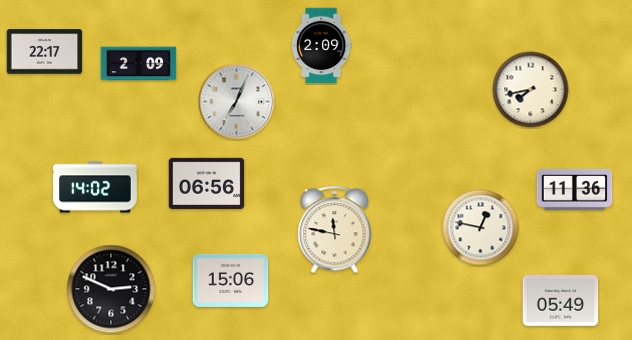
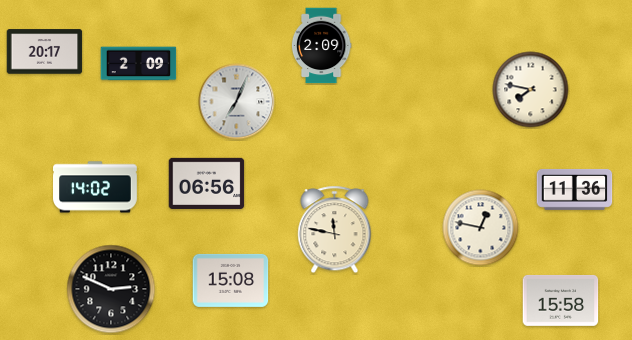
clock at (45, 52): 22:17 -> 20:17
clock at (531, 90): 7:43 -> 7:47
clock at (231, 280): 15:06 -> 15:08
clock at (561, 301): 05:49 -> 15:58
